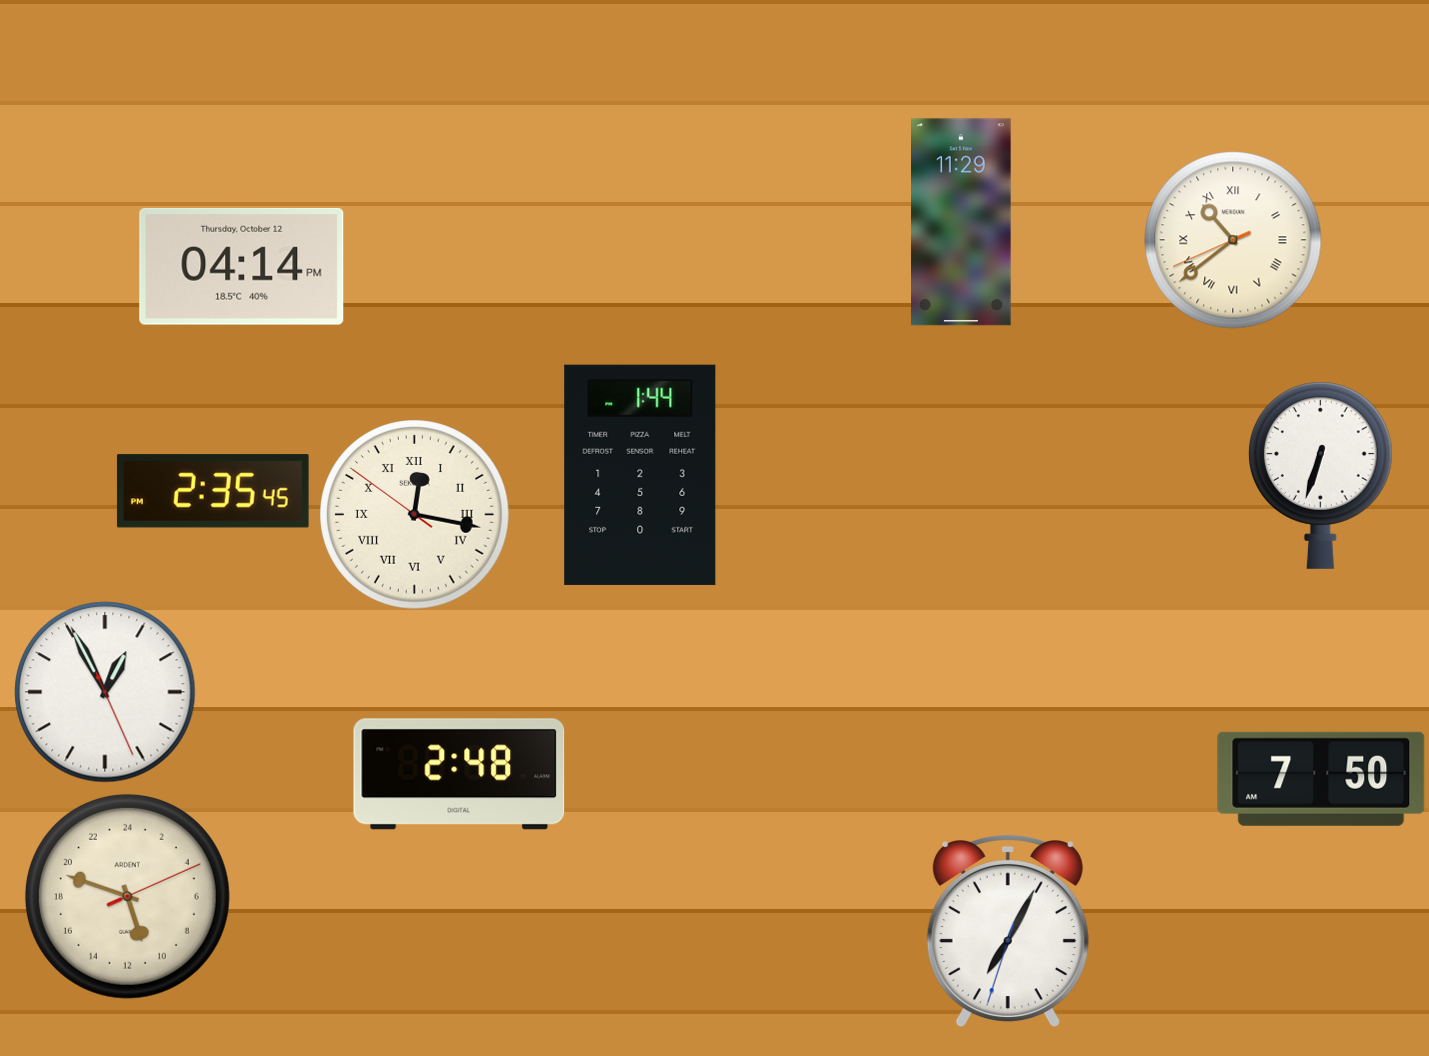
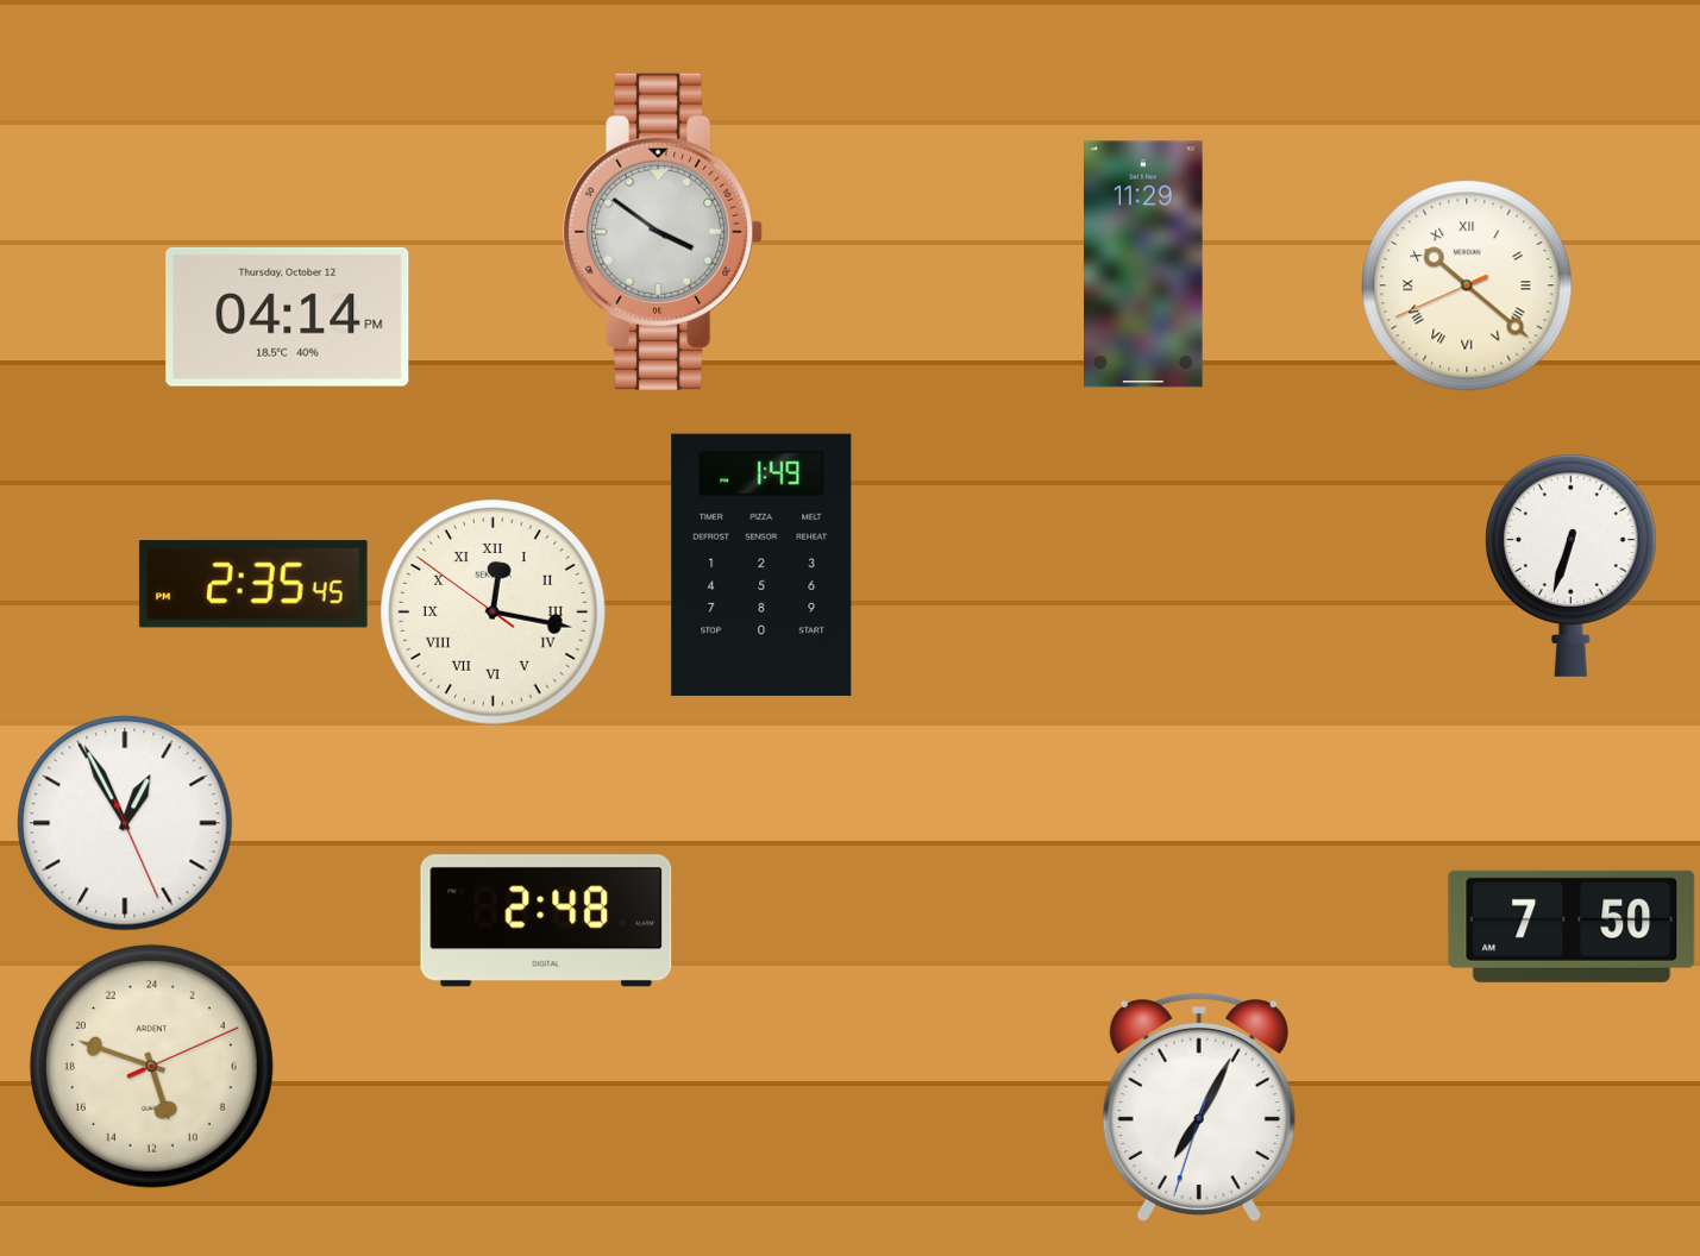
clock at (663, 232): none -> 3:51
clock at (1233, 240): 10:38 -> 10:21
clock at (640, 475): 1:44 -> 1:49
